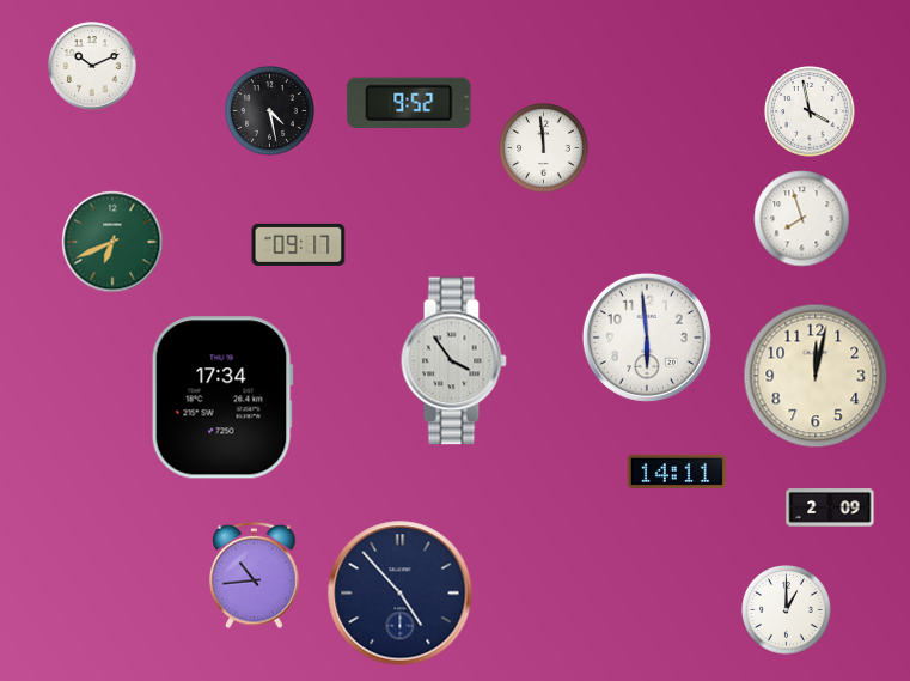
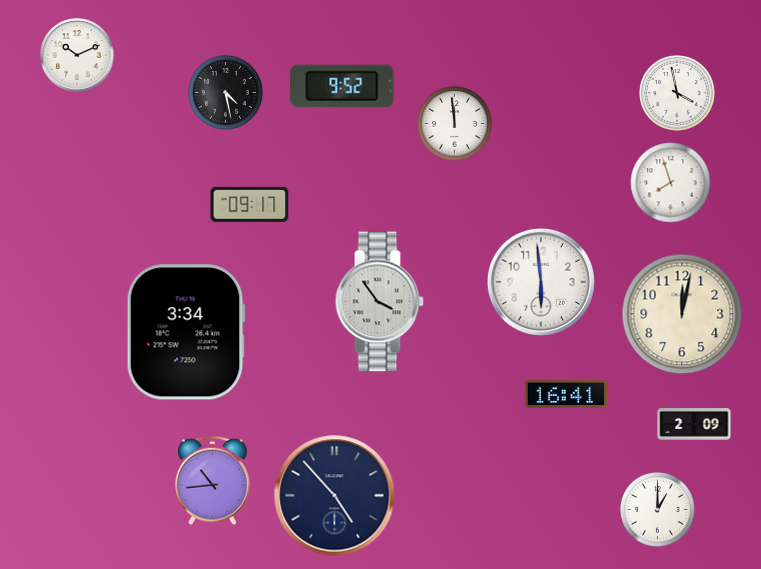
clock at (112, 242): 6:41 -> none
clock at (222, 397): 17:34 -> 3:34
clock at (676, 470): 14:11 -> 16:41
